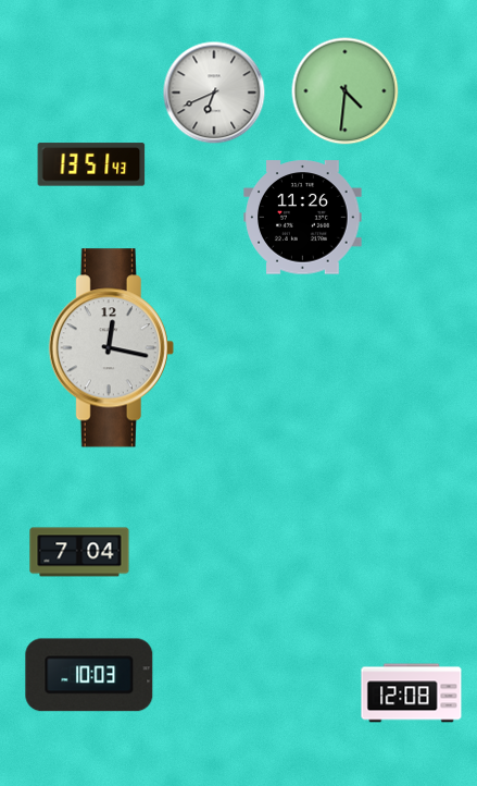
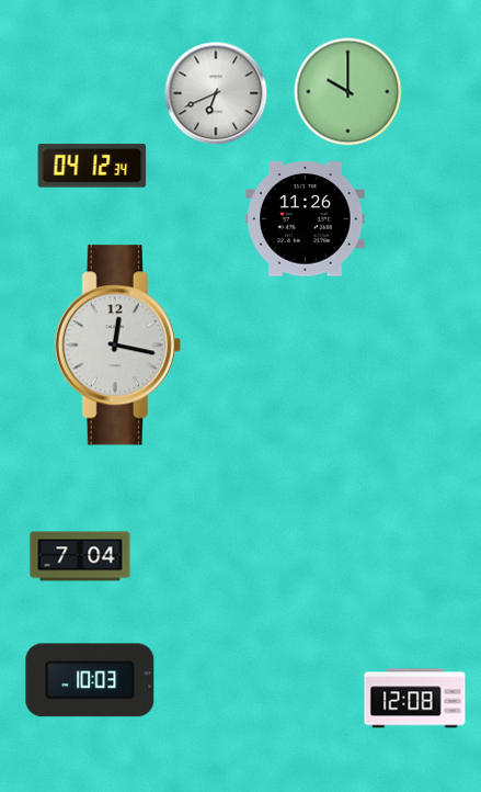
clock at (346, 91): 4:31 -> 10:00
clock at (91, 164): 13:51 -> 04:12
clock at (111, 348) position: (111, 348) -> (117, 346)
